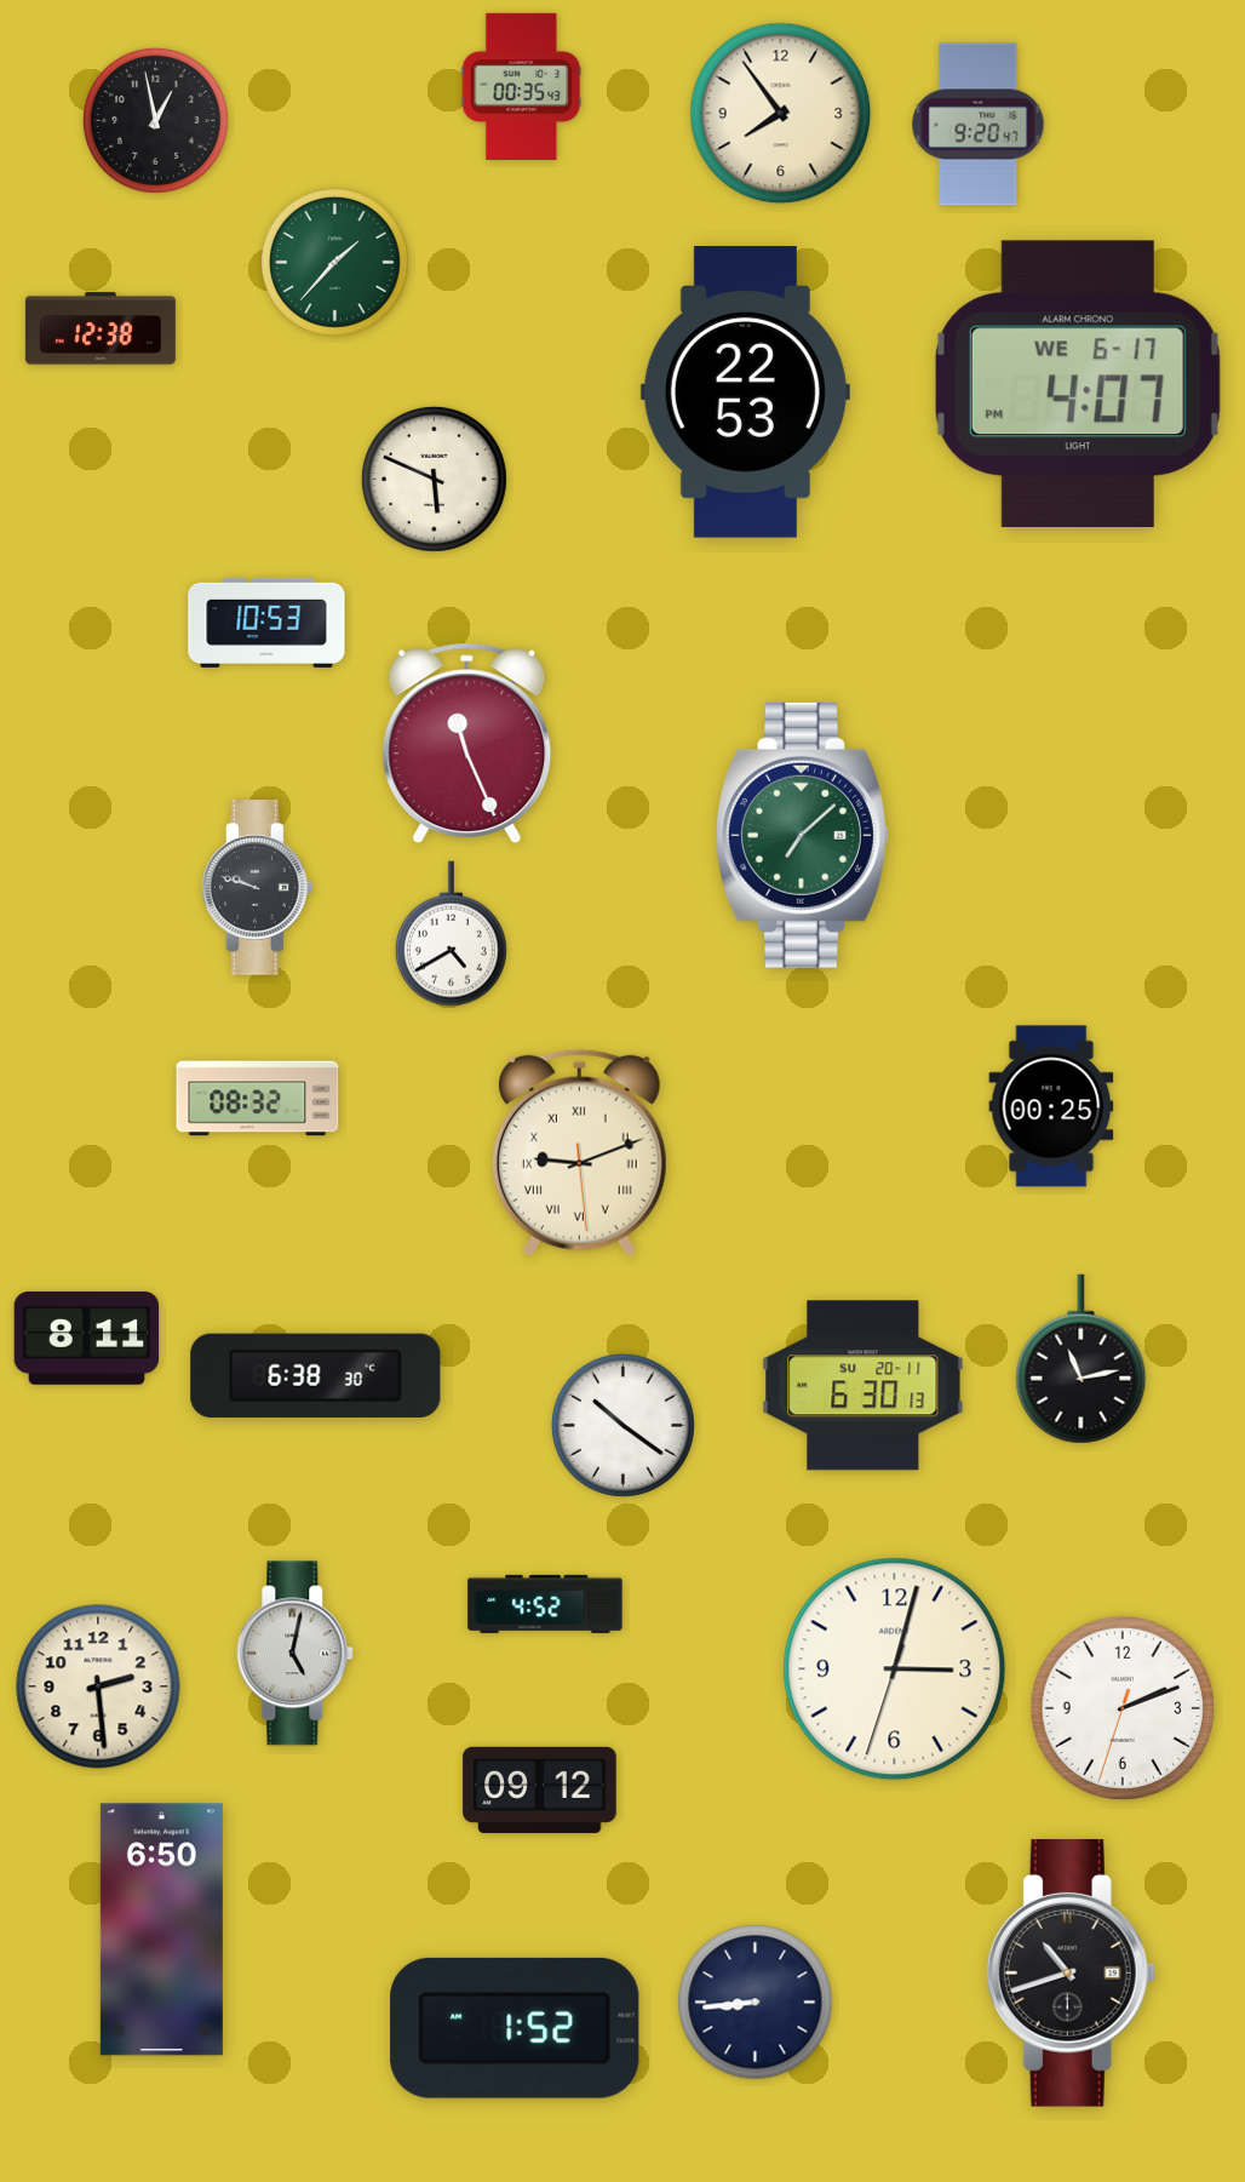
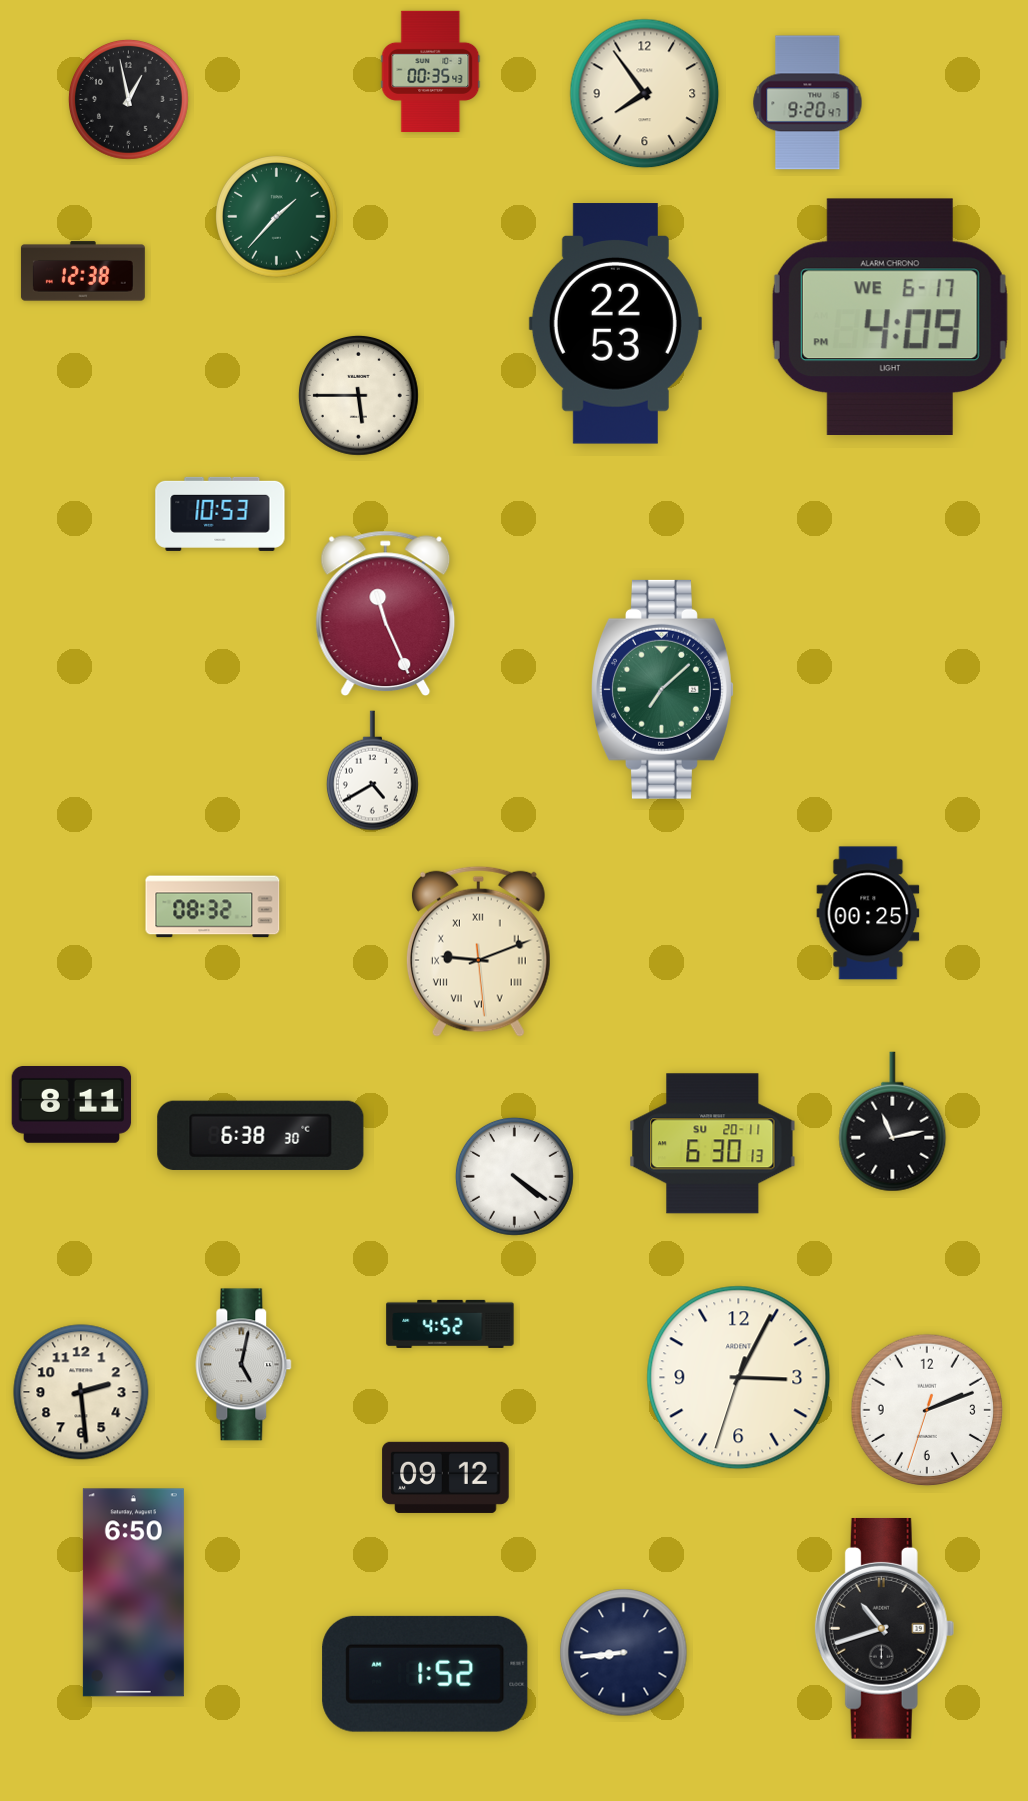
clock at (1078, 383): 4:07 -> 4:09
clock at (434, 479): 5:49 -> 5:45
clock at (257, 888): 9:48 -> none
clock at (622, 1425): 10:21 -> 4:21
clock at (895, 1670): 3:02 -> 3:04
